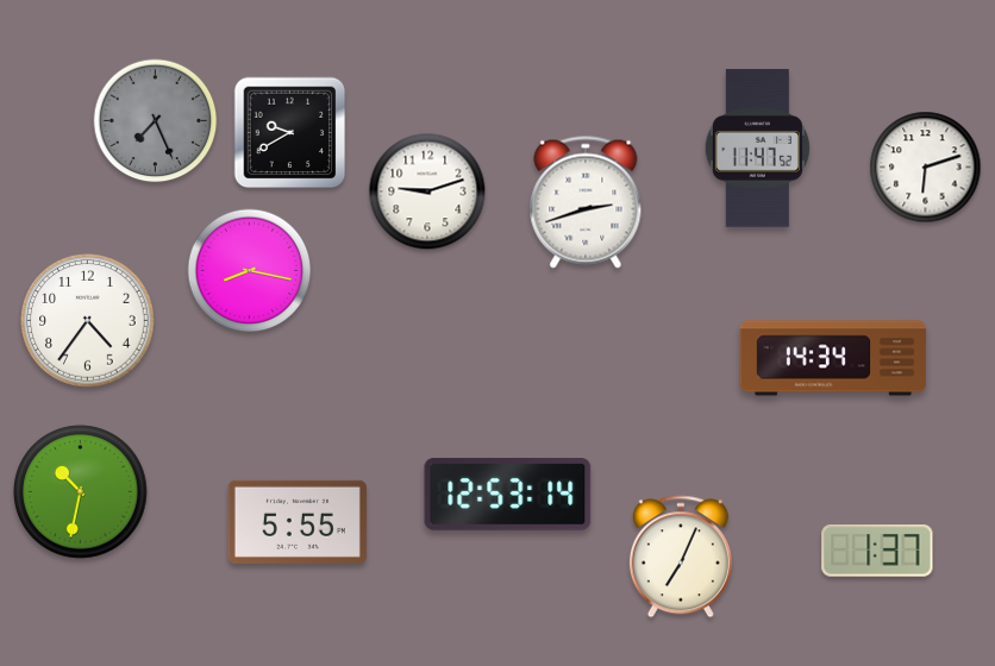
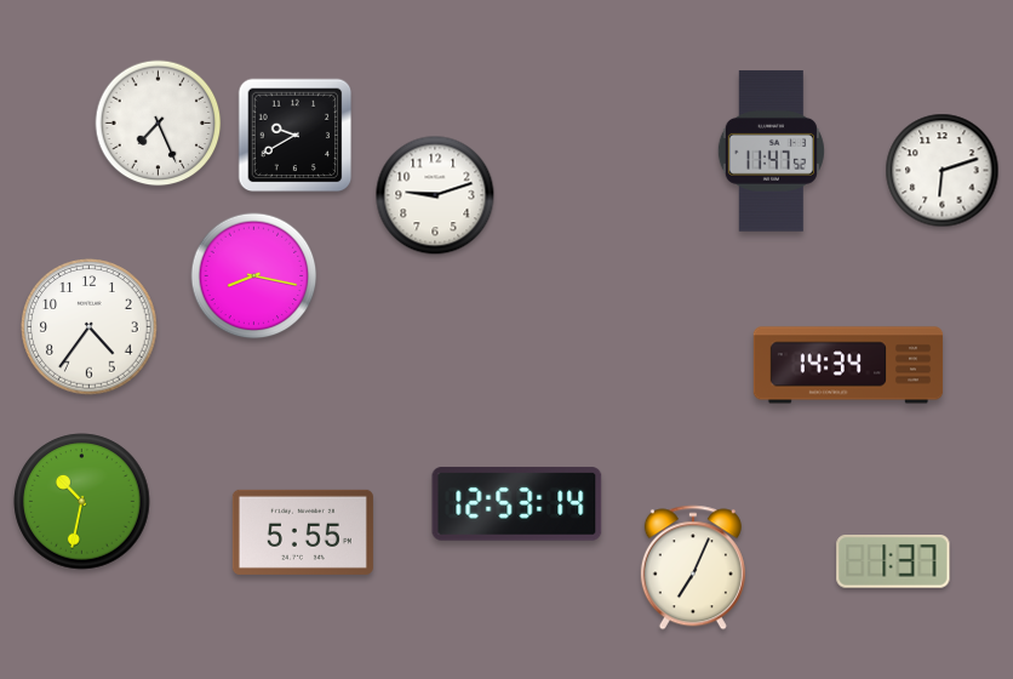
clock at (156, 121) dial: grey -> white
clock at (586, 202): 2:42 -> none
